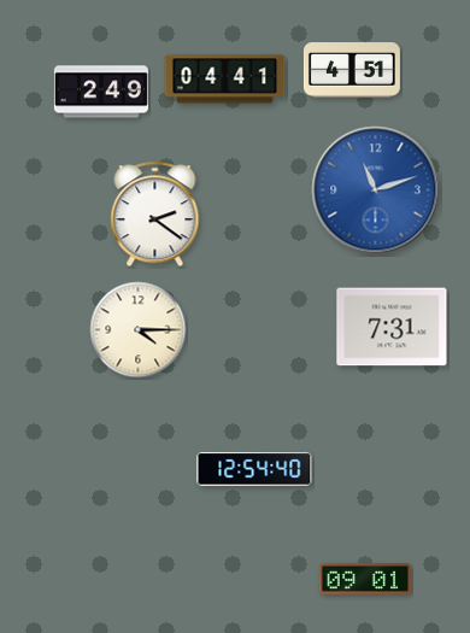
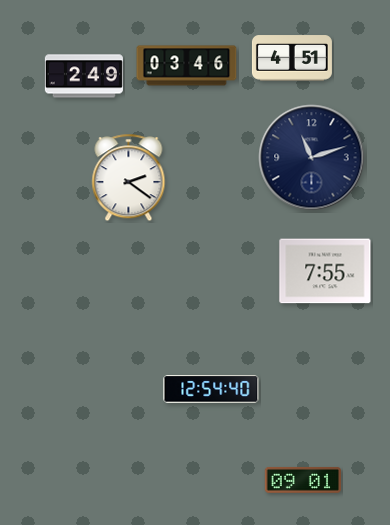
clock at (225, 80): 04:41 -> 03:46
clock at (376, 191) dial: blue -> navy
clock at (392, 327): 7:31 -> 7:55
clock at (139, 330): 4:15 -> none
